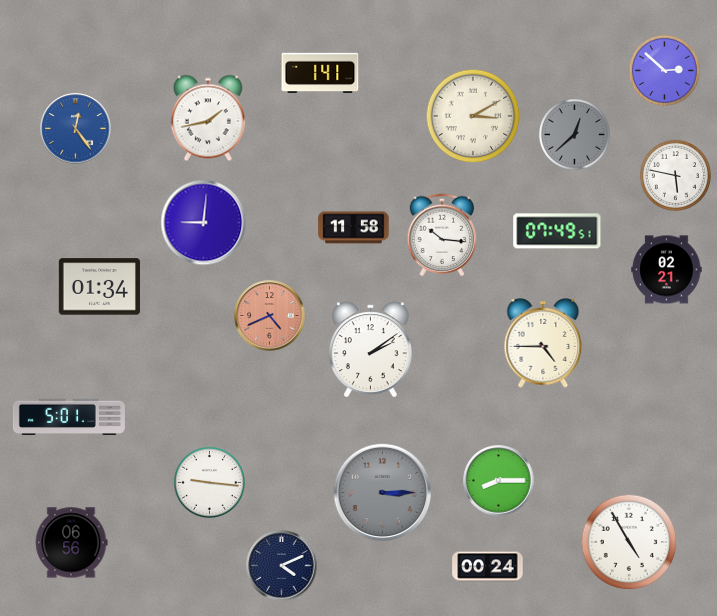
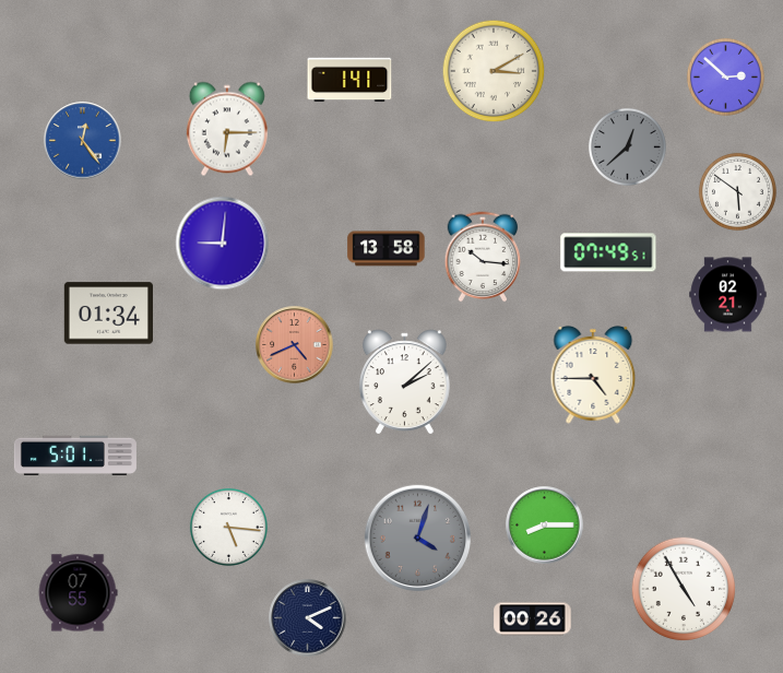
clock at (473, 116) position: (473, 116) -> (494, 71)
clock at (208, 118): 1:43 -> 6:15
clock at (675, 175): 5:47 -> 5:51
clock at (354, 228): 11:58 -> 13:58
clock at (370, 349): 2:09 -> 2:08
clock at (209, 482): 9:16 -> 5:16
clock at (382, 492): 3:15 -> 4:03
clock at (629, 542) position: (629, 542) -> (684, 589)
clock at (71, 543): 06:56 -> 07:55
clock at (488, 567): 00:24 -> 00:26
